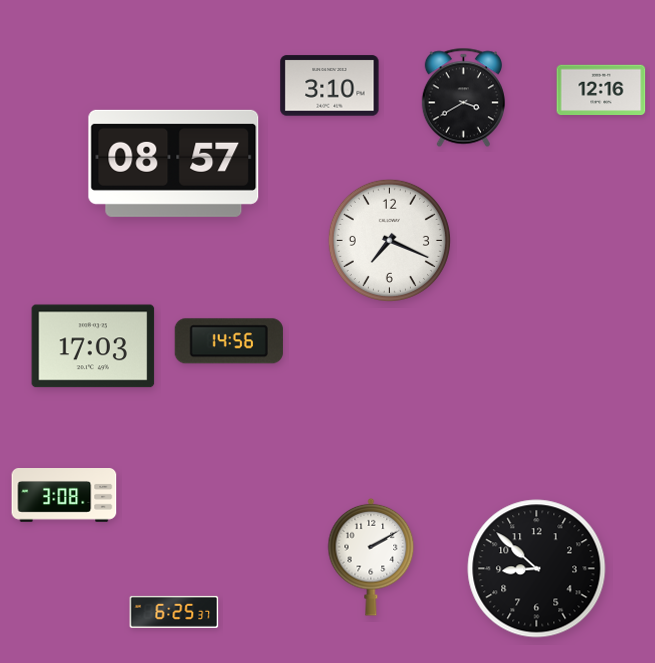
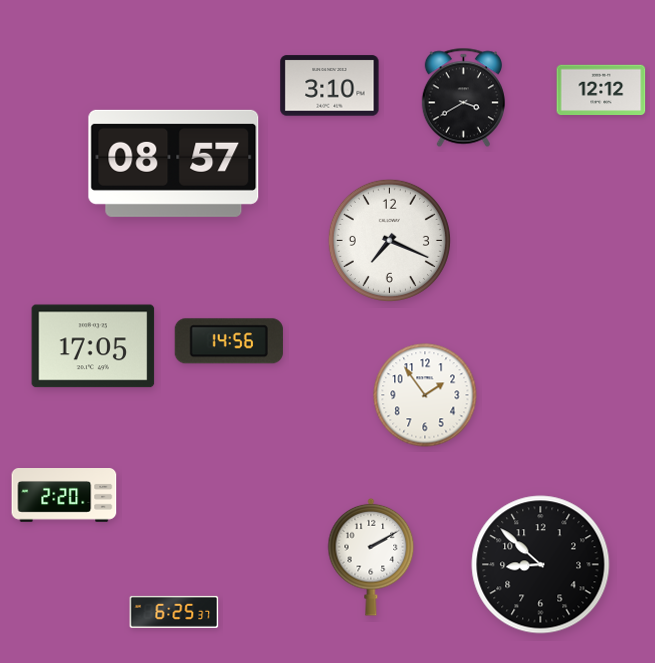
clock at (601, 90): 12:16 -> 12:12
clock at (93, 346): 17:03 -> 17:05
clock at (425, 395): none -> 1:54
clock at (64, 496): 3:08 -> 2:20
clock at (537, 569) position: (537, 569) -> (541, 565)
